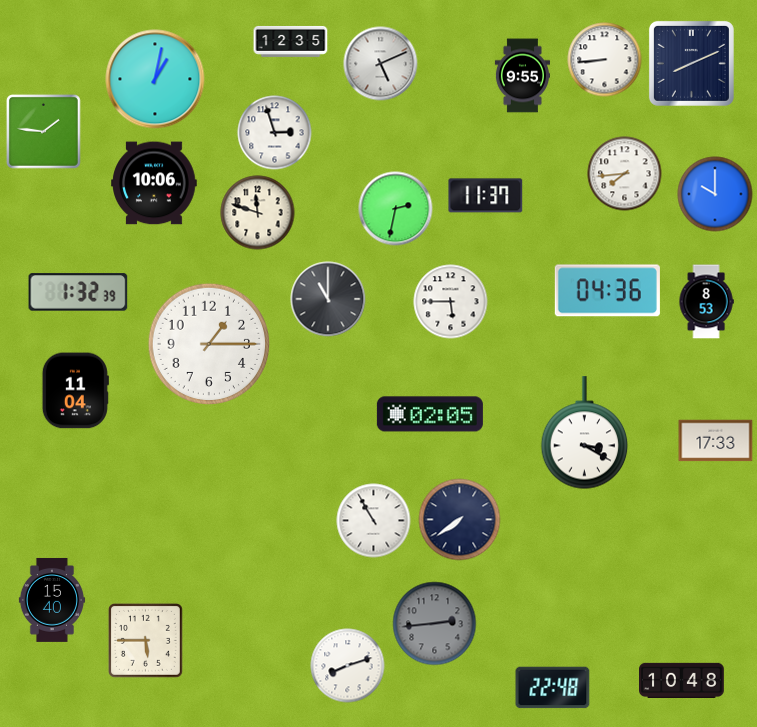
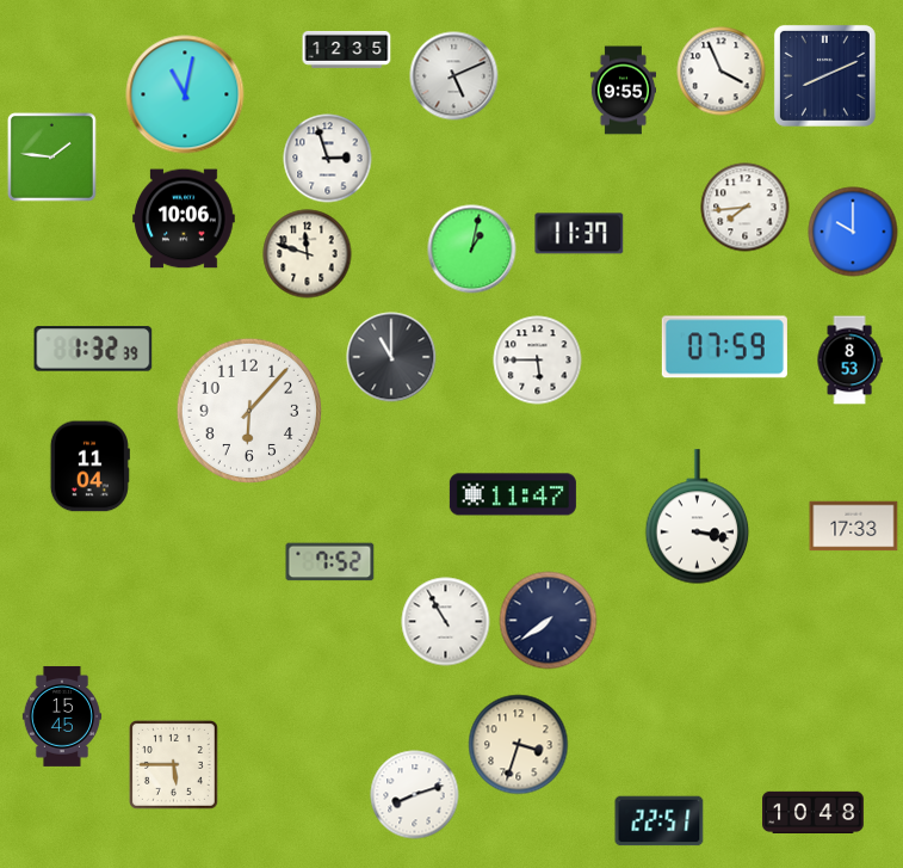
clock at (605, 60): 8:44 -> 3:56
clock at (155, 79): 1:02 -> 11:02
clock at (396, 209): 2:32 -> 1:02
clock at (607, 291): 04:36 -> 07:59
clock at (706, 302) position: (706, 302) -> (849, 361)
clock at (208, 343): 1:15 -> 6:07
clock at (430, 414): 02:05 -> 11:47
clock at (585, 433): 3:20 -> 3:17
clock at (330, 562): none -> 7:52
clock at (52, 600): 15:40 -> 15:45
clock at (435, 624): 2:44 -> 3:33
clock at (435, 624) dial: grey -> cream
clock at (553, 688): 22:48 -> 22:51
